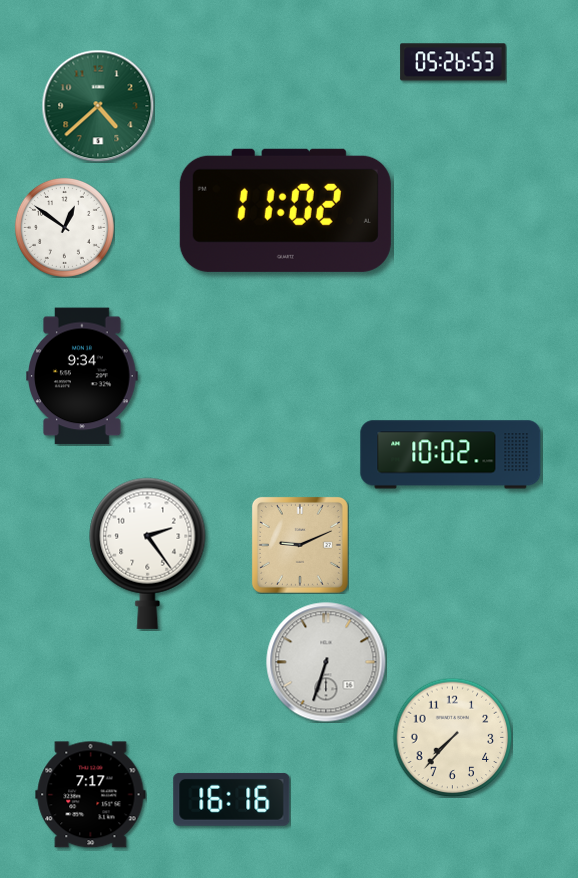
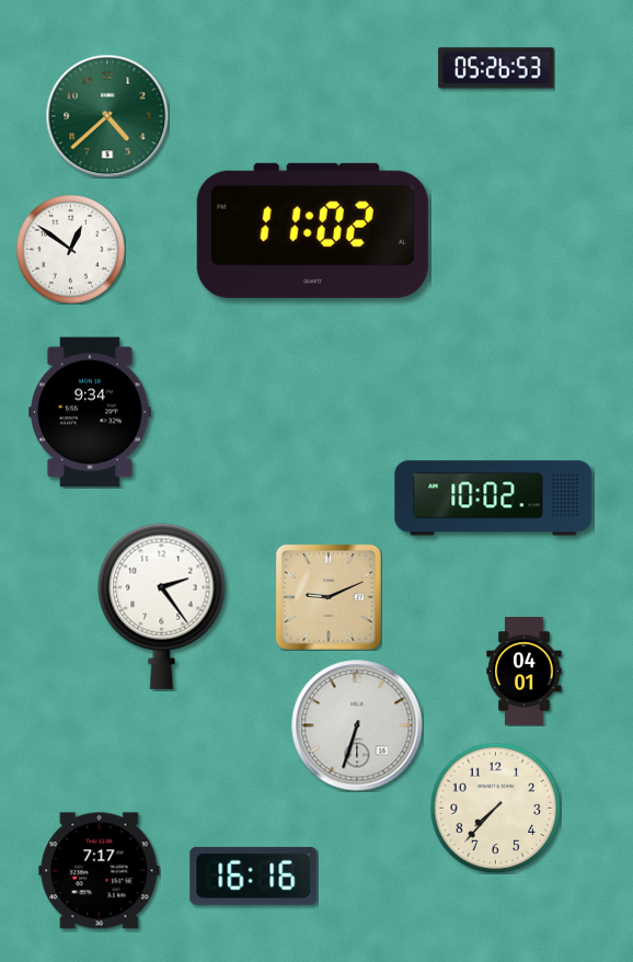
clock at (525, 672): none -> 04:01
